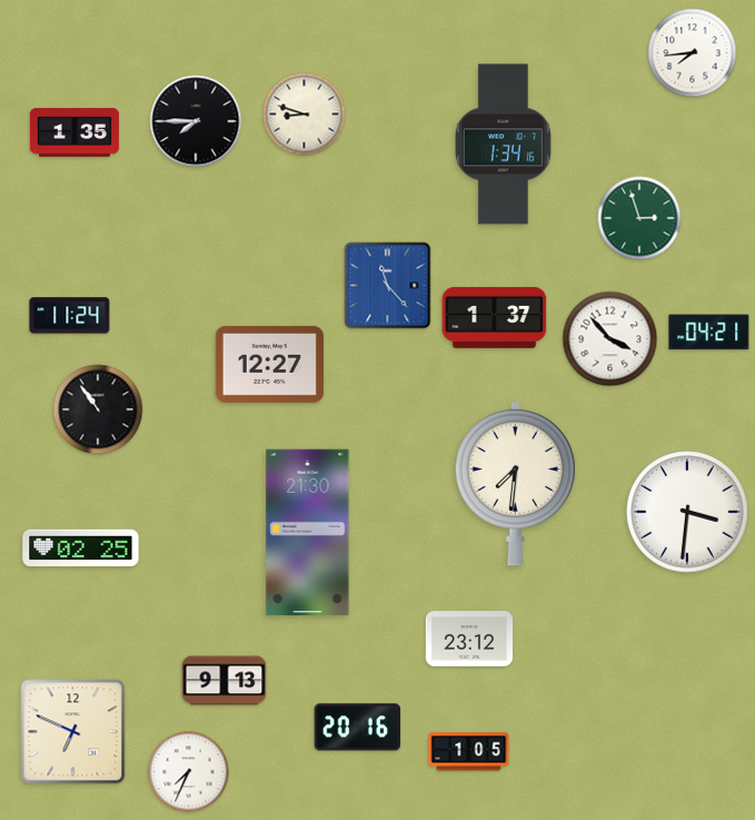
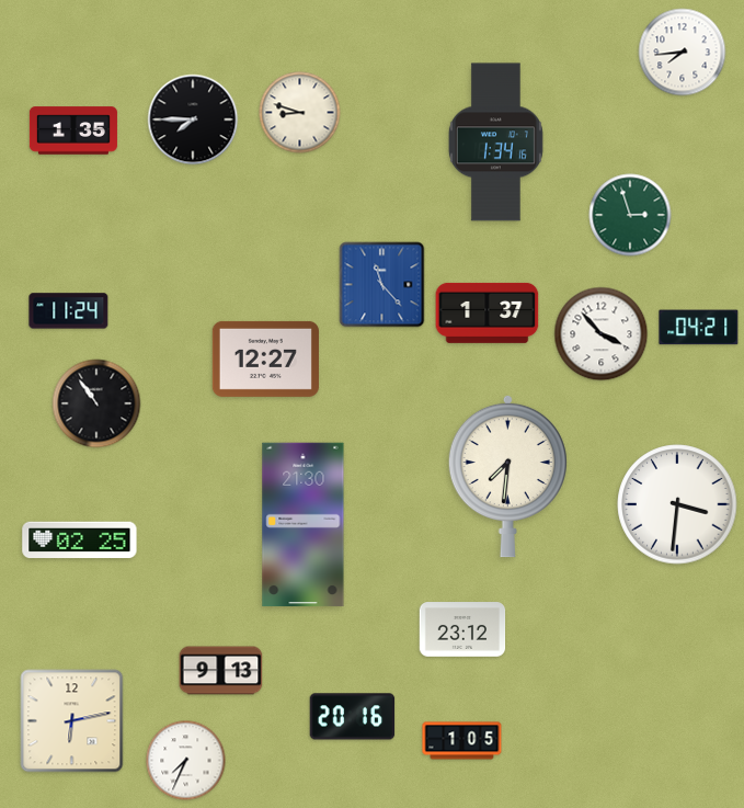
clock at (388, 286) position: (388, 286) -> (382, 285)
clock at (73, 732): 6:49 -> 6:13
